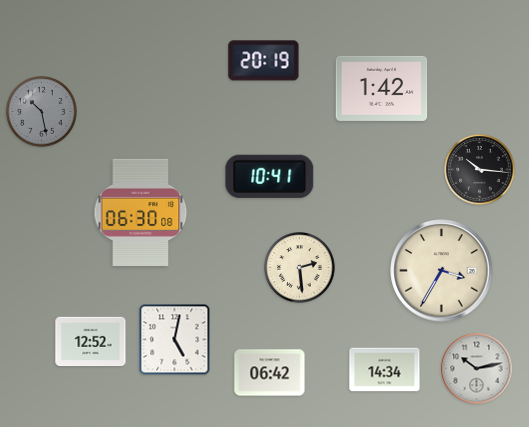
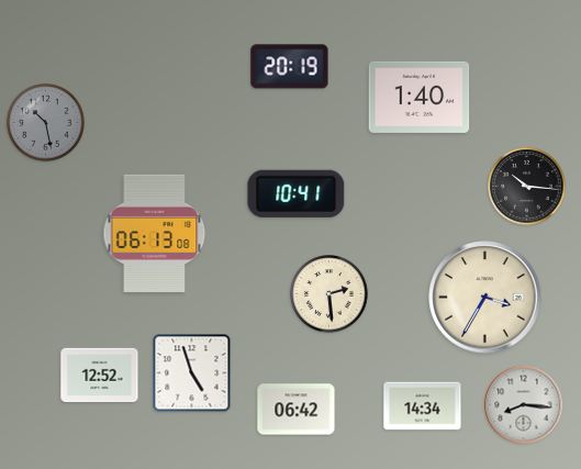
clock at (382, 88): 1:42 -> 1:40
clock at (141, 212): 06:30 -> 06:13
clock at (175, 340): 5:02 -> 4:57
clock at (477, 369): 10:13 -> 8:16
